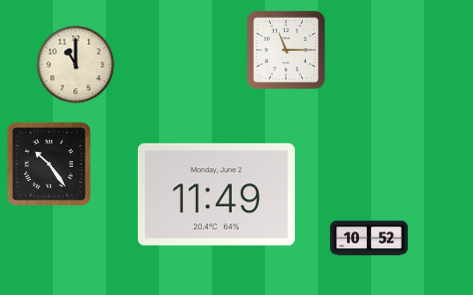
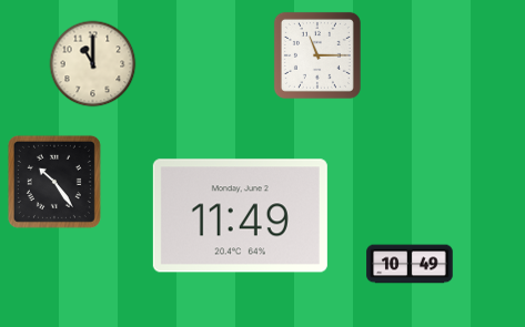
clock at (76, 65) position: (76, 65) -> (93, 64)
clock at (369, 238): 10:52 -> 10:49
